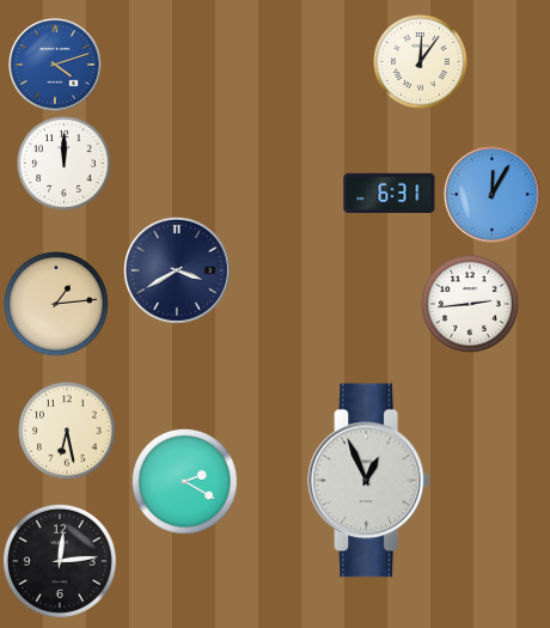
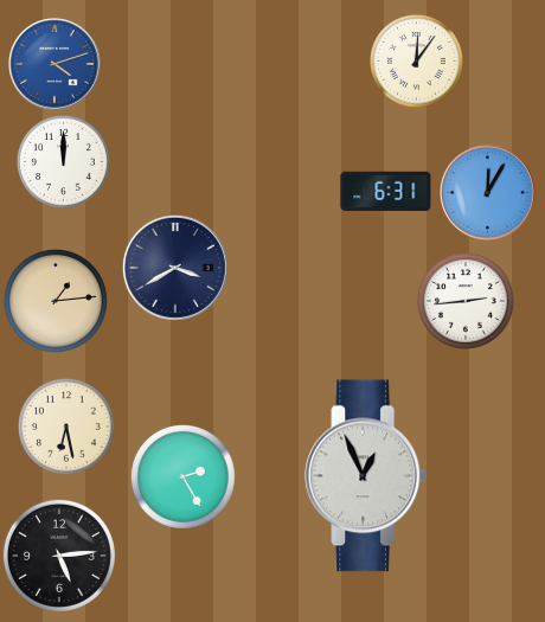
clock at (184, 481): 2:20 -> 2:25
clock at (60, 561): 12:14 -> 5:14
